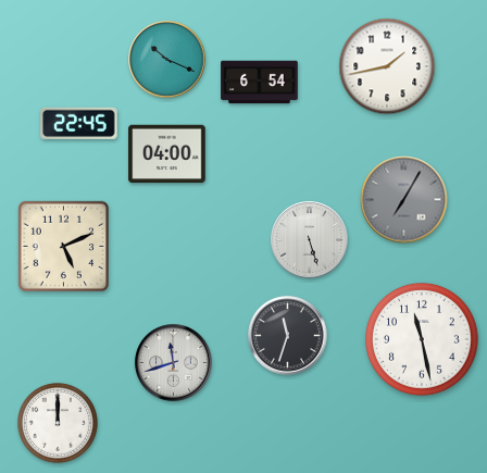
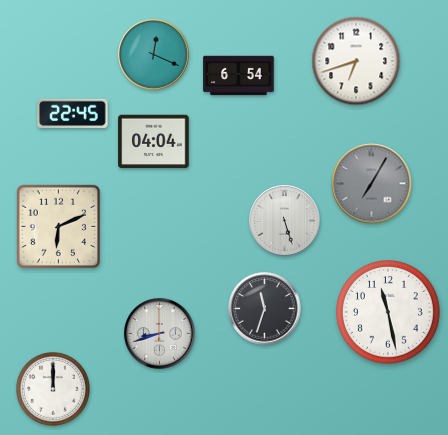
clock at (167, 60): 10:19 -> 12:19
clock at (387, 66): 1:43 -> 6:42
clock at (167, 154): 04:00 -> 04:04
clock at (63, 246): 5:11 -> 6:11
clock at (174, 363): 11:42 -> 8:42
